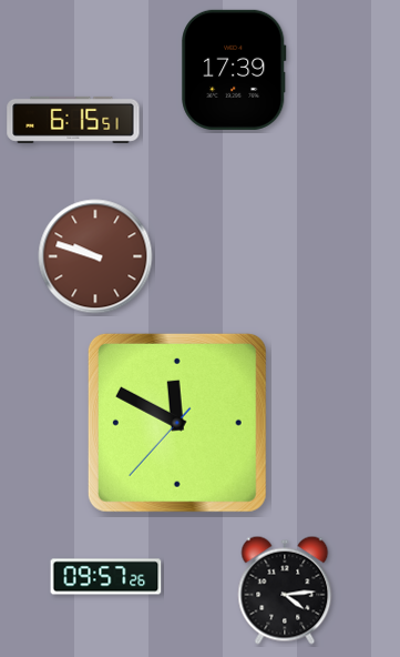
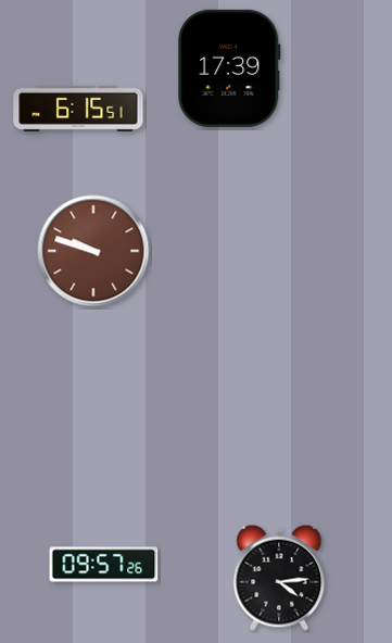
clock at (73, 120) position: (73, 120) -> (78, 109)
clock at (177, 423): 11:49 -> none
